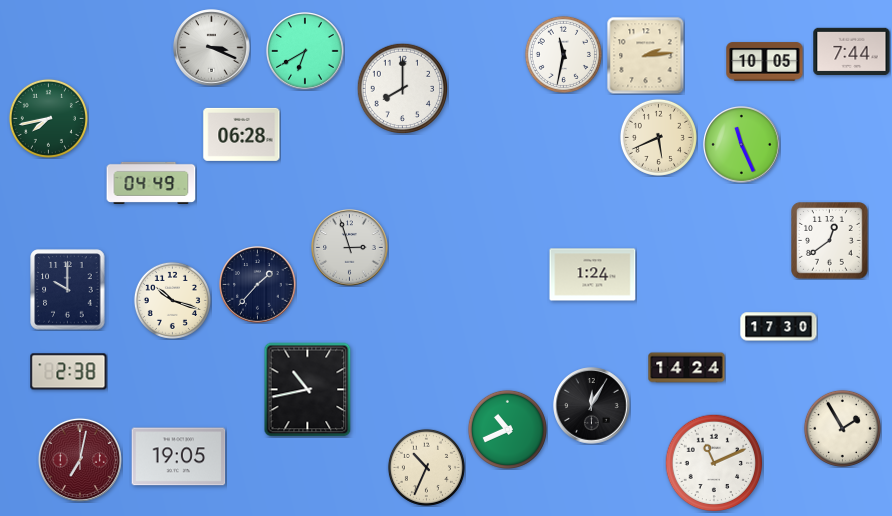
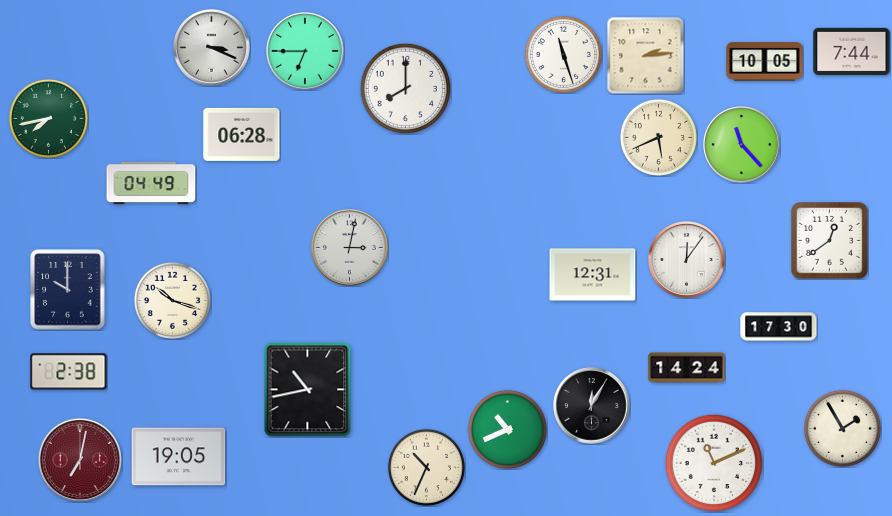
clock at (305, 51): 6:40 -> 6:45
clock at (563, 54): 11:32 -> 11:27
clock at (402, 88) position: (402, 88) -> (405, 88)
clock at (742, 145): 11:26 -> 11:23
clock at (350, 248): 2:57 -> 3:02
clock at (687, 260): none -> 12:06
clock at (593, 275): 1:24 -> 12:31
clock at (258, 285): 1:37 -> none
